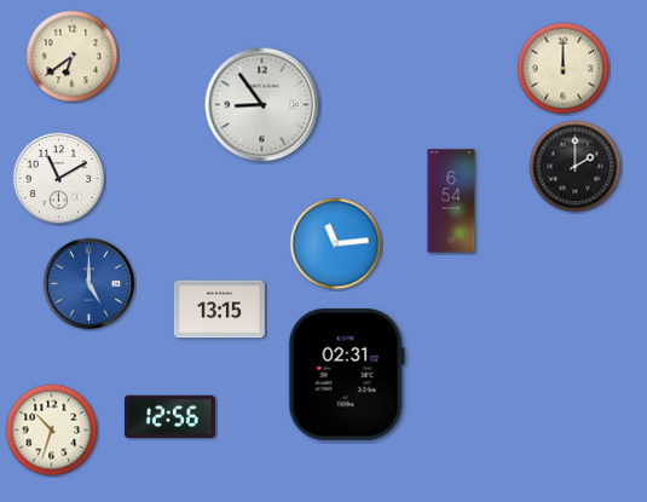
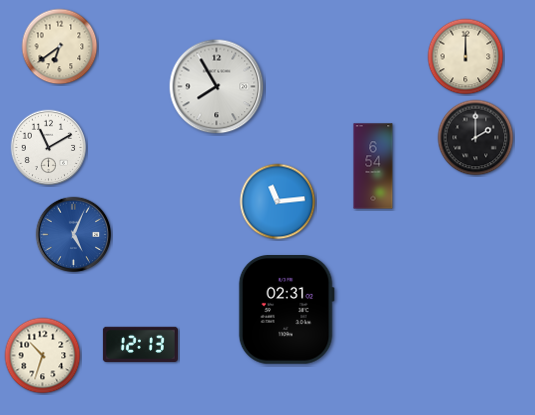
clock at (262, 105): 8:54 -> 7:55
clock at (89, 284): 5:00 -> 5:04
clock at (219, 310): 13:15 -> none
clock at (169, 416): 12:56 -> 12:13
